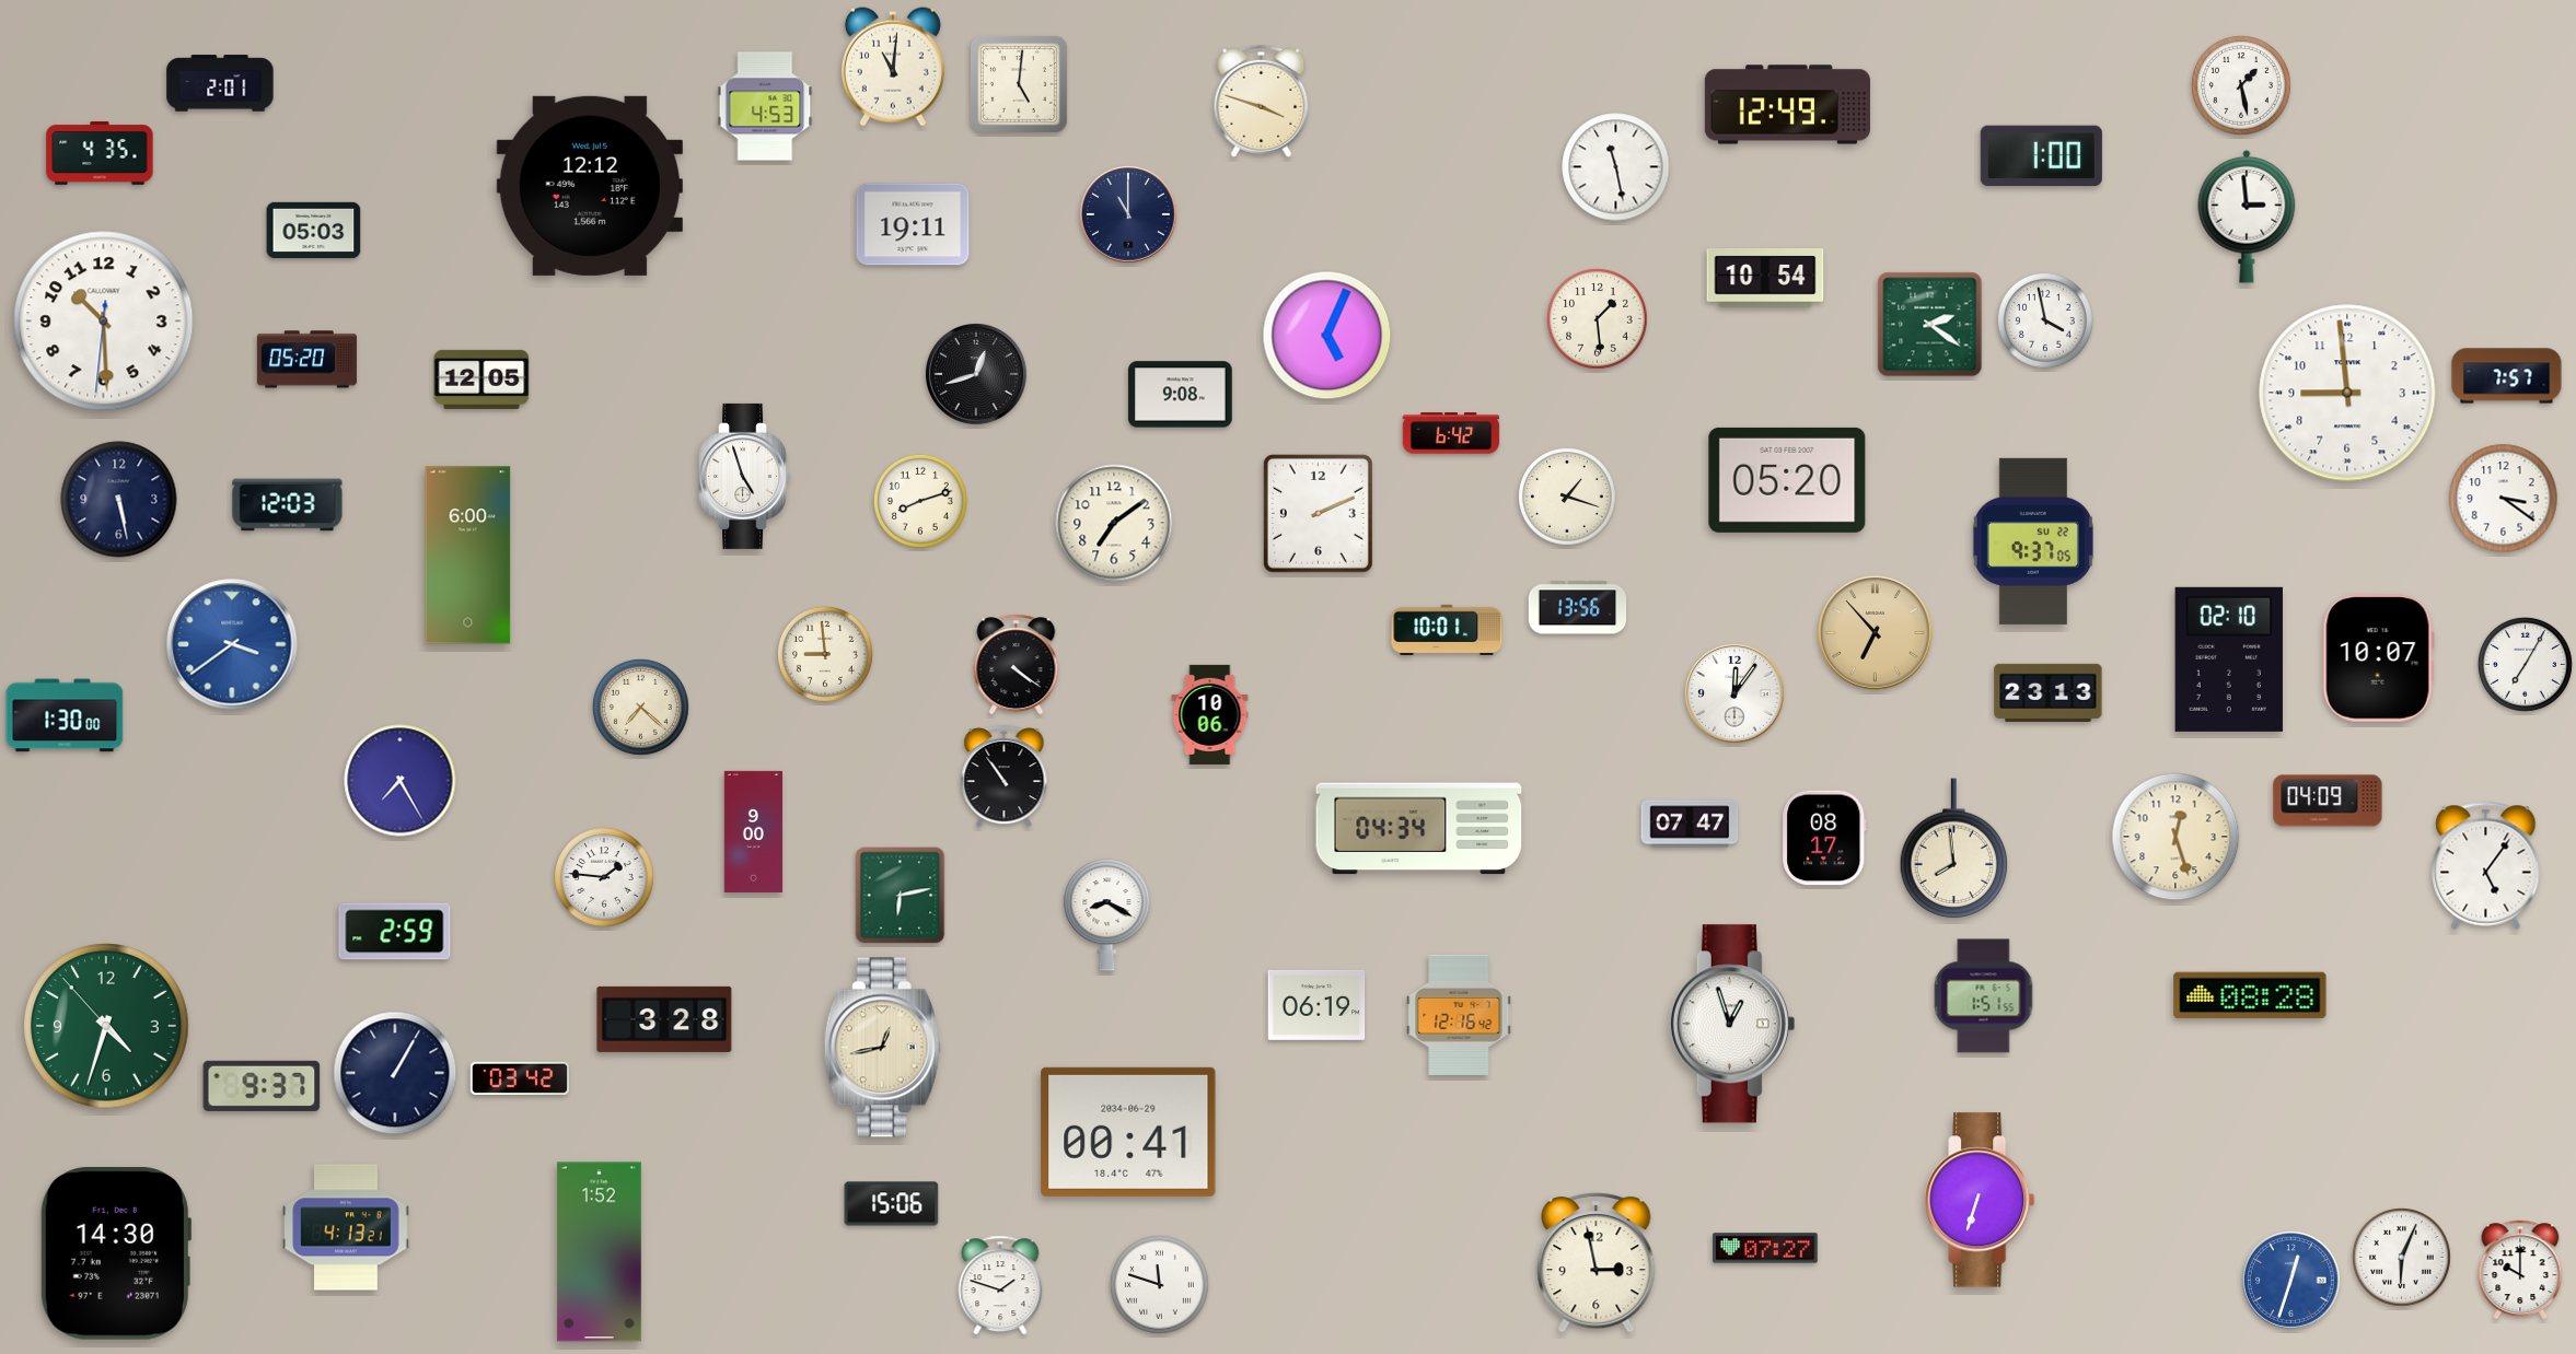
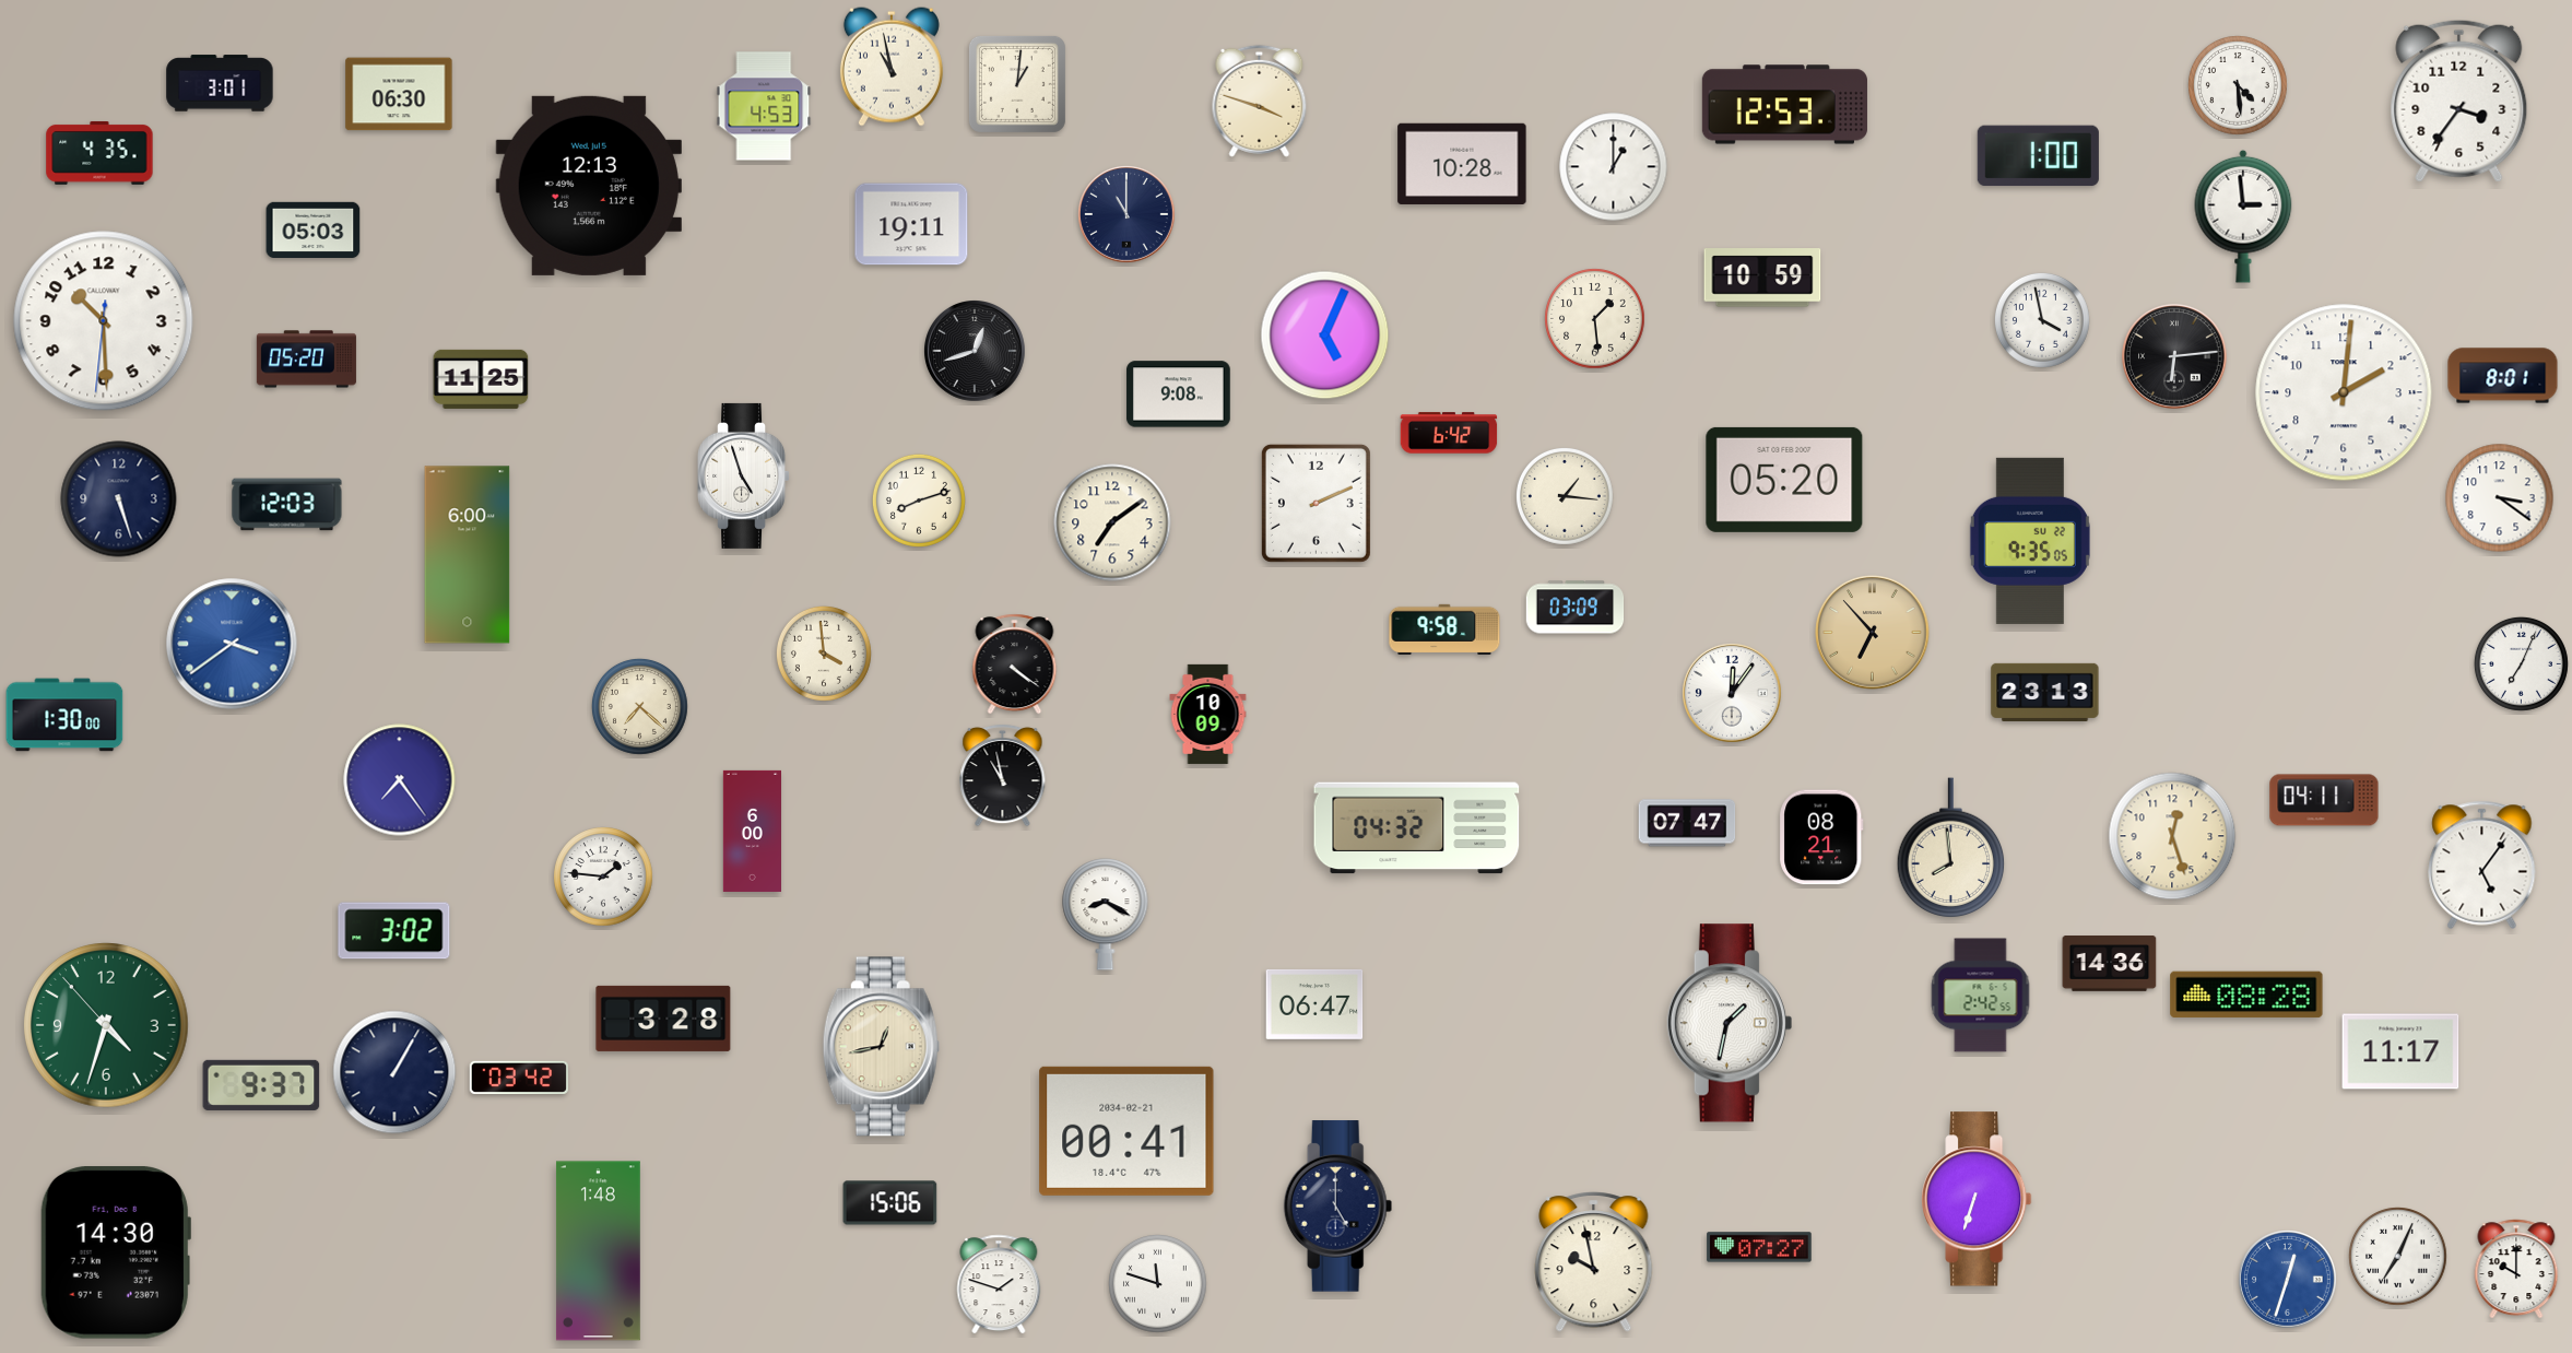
clock at (893, 67): 11:01 -> 10:58
clock at (220, 83): 2:01 -> 3:01
clock at (1019, 84): 5:01 -> 1:01
clock at (2241, 85): 1:28 -> 4:29
clock at (399, 94): none -> 06:30
clock at (2459, 101): none -> 3:36
clock at (1787, 105): 12:49 -> 12:53
clock at (1462, 164): none -> 10:28
clock at (1616, 167): 11:28 -> 1:00
clock at (590, 186): 12:12 -> 12:13
clock at (1765, 278): 10:54 -> 10:59
clock at (1930, 325): 2:21 -> none
clock at (2174, 356): none -> 6:14
clock at (977, 375) position: (977, 375) -> (976, 352)
clock at (2507, 376): 7:57 -> 8:01
clock at (481, 380): 12:05 -> 11:25
clock at (2347, 393): 8:59 -> 2:01
clock at (1568, 498): 1:18 -> 1:16
clock at (119, 500): 5:28 -> 5:27
clock at (1318, 513) position: (1318, 513) -> (1316, 503)
clock at (2033, 541): 9:37 -> 9:35
clock at (1578, 608): 13:56 -> 03:09
clock at (1447, 630): 10:01 -> 9:58
clock at (825, 654): 8:59 -> 3:59
clock at (2378, 658): 10:07 -> none
clock at (2228, 660): 02:10 -> none
clock at (2525, 664): 7:05 -> 7:04
clock at (1210, 714): 10:06 -> 10:09
clock at (1005, 775): 10:54 -> 10:58
clock at (401, 781): 7:25 -> 7:24
clock at (2328, 801): 04:09 -> 04:11
clock at (1419, 829): 04:34 -> 04:32
clock at (753, 831): 9:00 -> 6:00
clock at (1824, 838): 08:17 -> 08:21
clock at (901, 896): 6:13 -> none
clock at (395, 932): 2:59 -> 3:02
clock at (2110, 964): none -> 14:36
clock at (1984, 996): 1:51 -> 2:42
clock at (1316, 1005): 06:19 -> 06:47
clock at (1459, 1014): 12:16 -> none
clock at (1732, 1024): 12:57 -> 1:32
clock at (2400, 1051): none -> 11:17
clock at (1128, 1132) date: 2034-06-29 -> 2034-02-21
clock at (1338, 1207): none -> 5:00
clock at (346, 1227): 4:13 -> none
clock at (1765, 1248) position: (1765, 1248) -> (1759, 1247)
clock at (599, 1252): 1:52 -> 1:48
clock at (2402, 1258): 6:04 -> 7:04
clock at (1597, 1263): 2:58 -> 9:58
